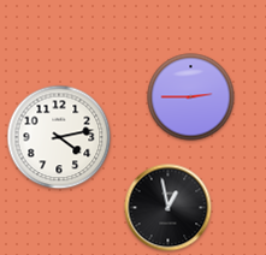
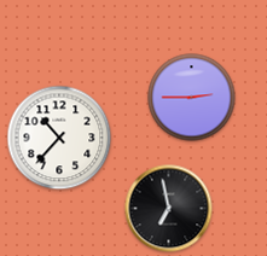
clock at (59, 137): 4:13 -> 10:37
clock at (169, 208): 12:58 -> 6:58
